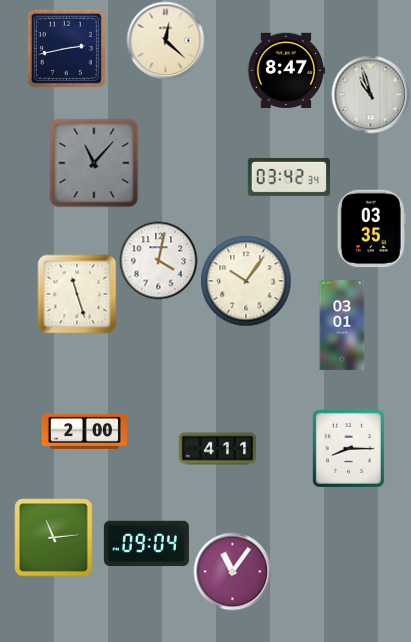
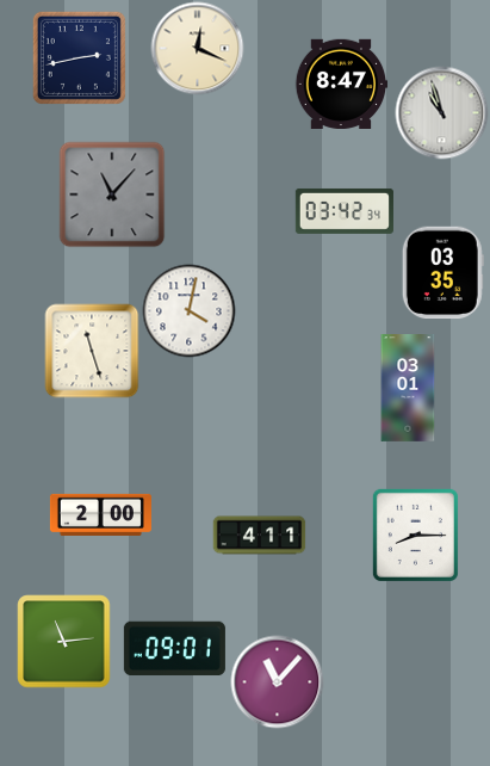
clock at (165, 40): 12:22 -> 12:19
clock at (246, 281): 10:06 -> none
clock at (146, 544): 09:04 -> 09:01
clock at (232, 571): 11:06 -> 11:07
